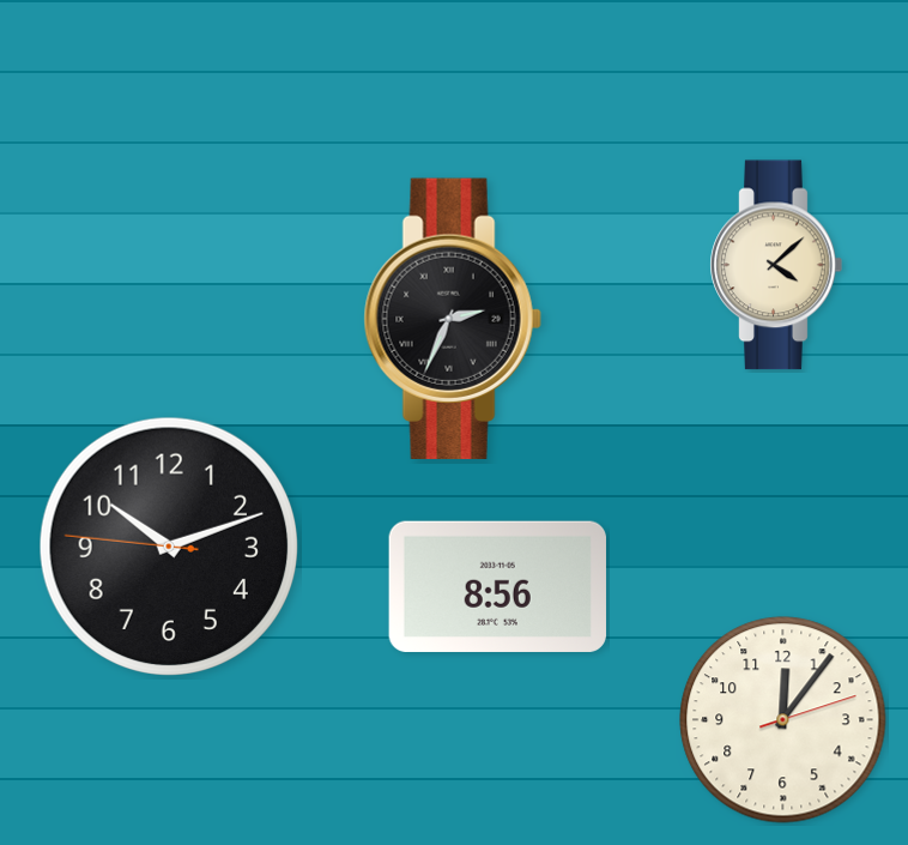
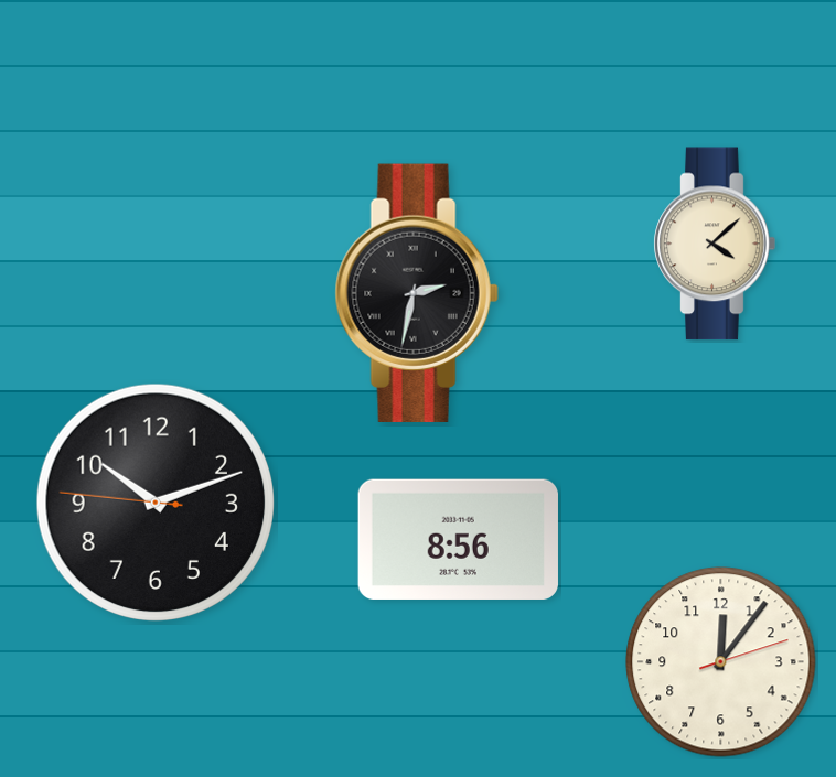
clock at (453, 319): 2:34 -> 2:32
